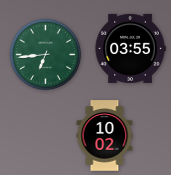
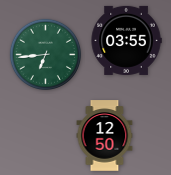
clock at (130, 48) position: (130, 48) -> (126, 40)
clock at (105, 136): 10:02 -> 12:50
